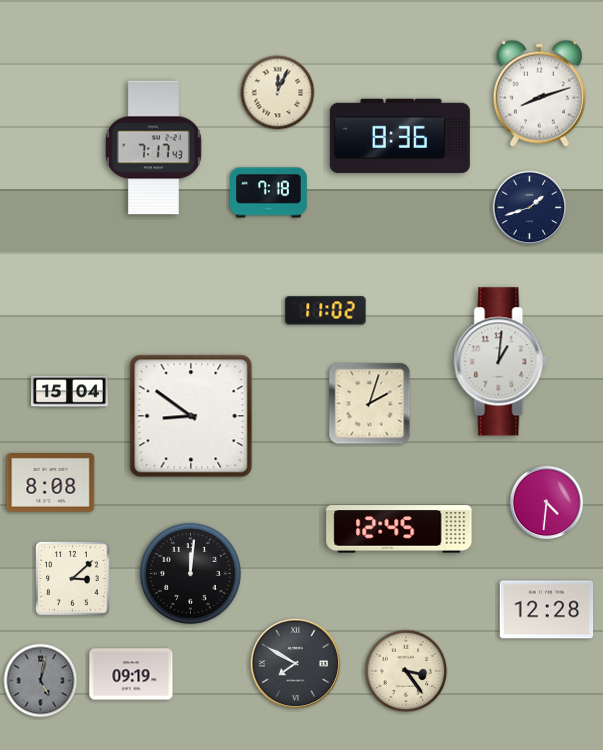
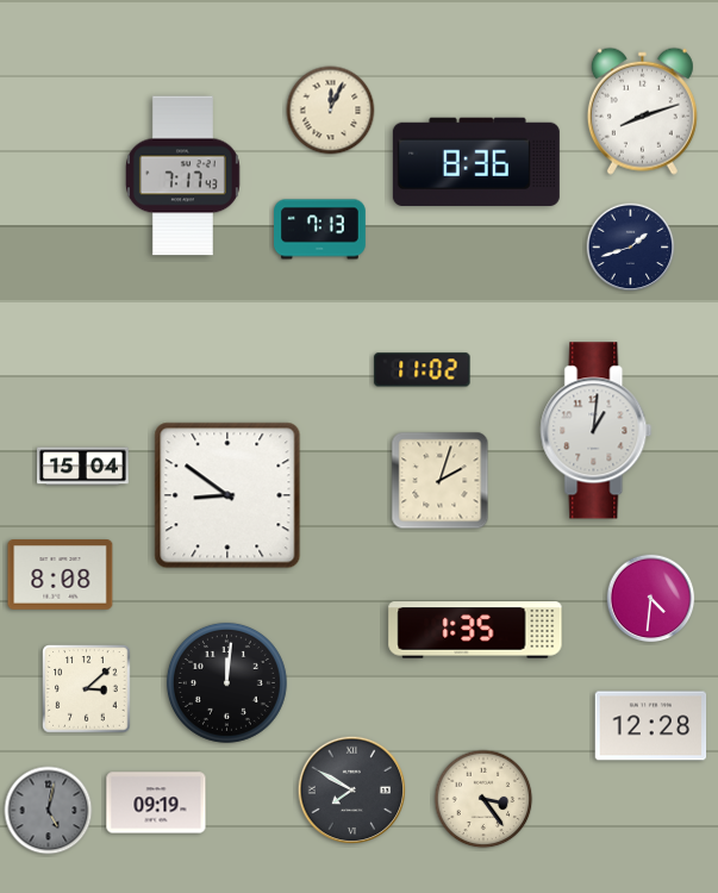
clock at (269, 193): 7:18 -> 7:13
clock at (326, 311) position: (326, 311) -> (423, 370)
clock at (399, 529): 12:45 -> 1:35
